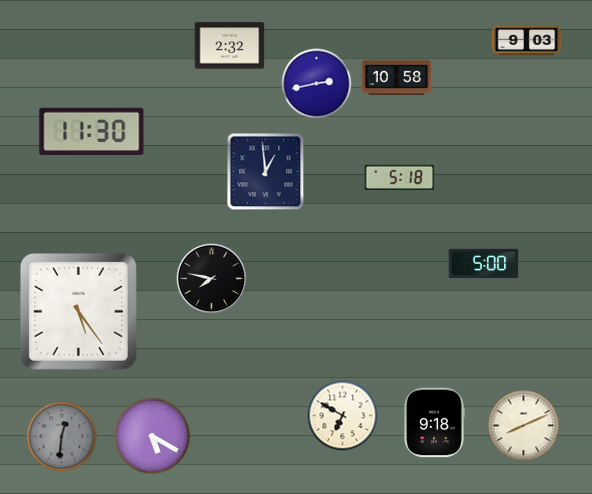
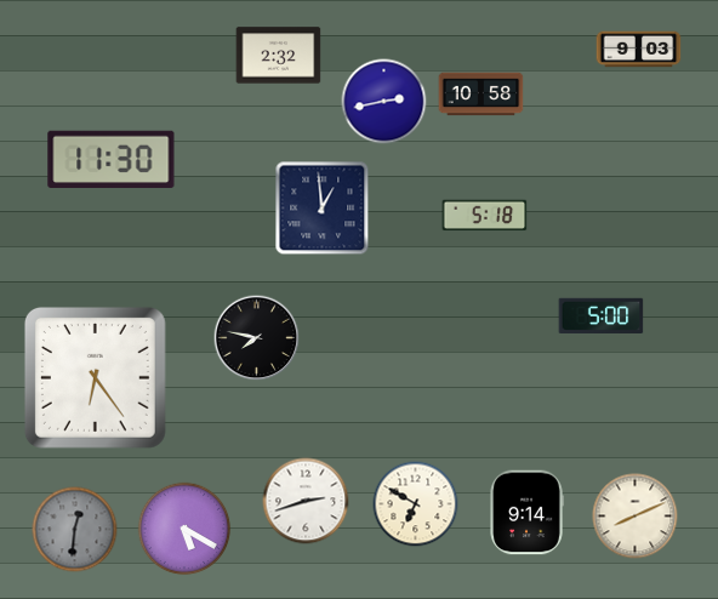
clock at (484, 263) position: (484, 263) -> (602, 315)
clock at (78, 311): 5:24 -> 6:24
clock at (306, 501): none -> 2:42
clock at (434, 423): 9:18 -> 9:14
